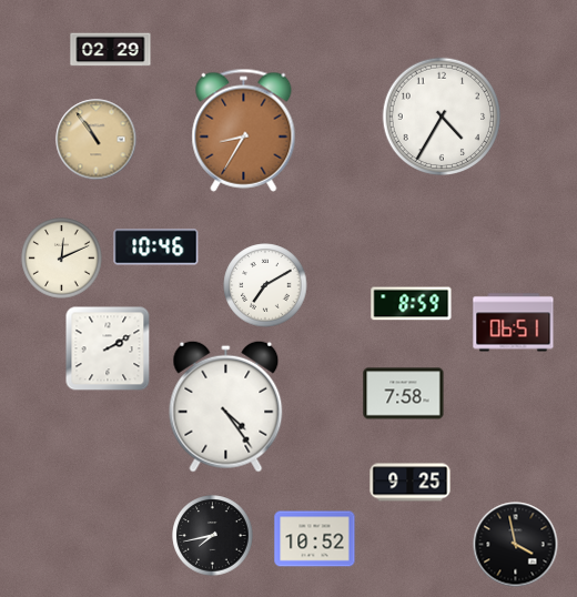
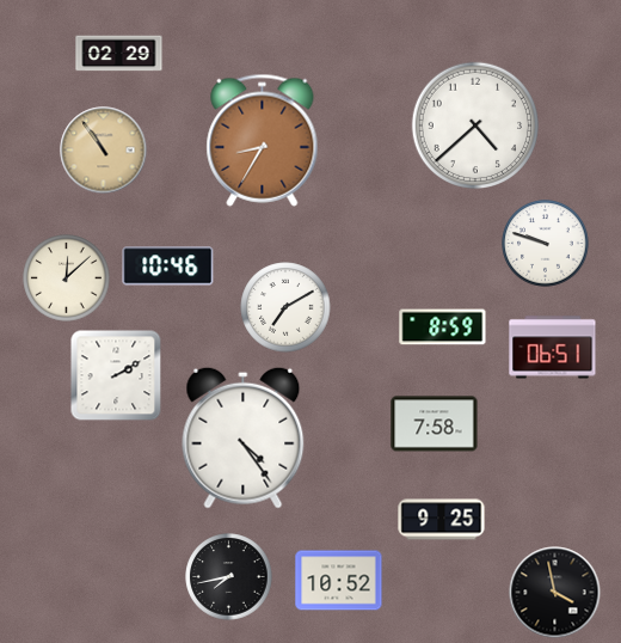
clock at (441, 115): 4:35 -> 4:38
clock at (546, 244): none -> 9:48
clock at (62, 259): 12:11 -> 12:08
clock at (516, 545) position: (516, 545) -> (555, 593)
